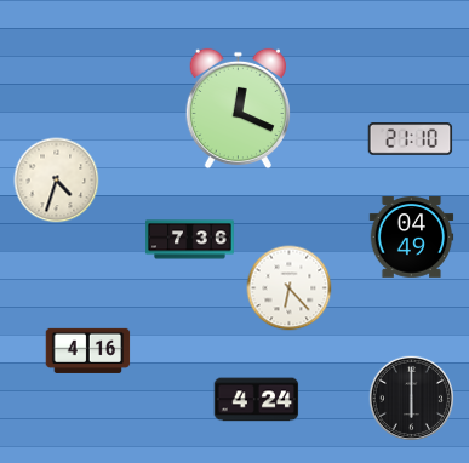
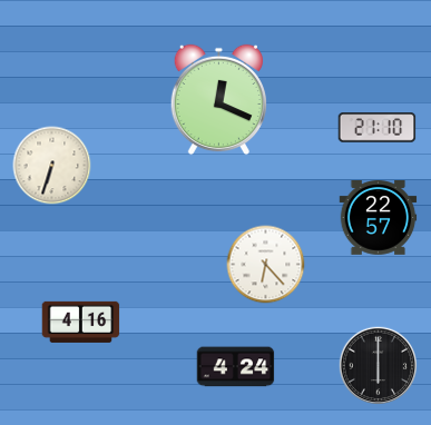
clock at (57, 181): 4:33 -> 6:33
clock at (412, 238): 04:49 -> 22:57
clock at (190, 240): 7:36 -> none
